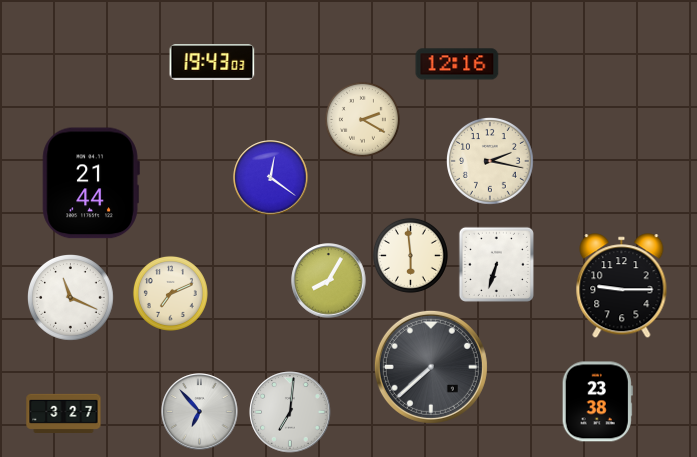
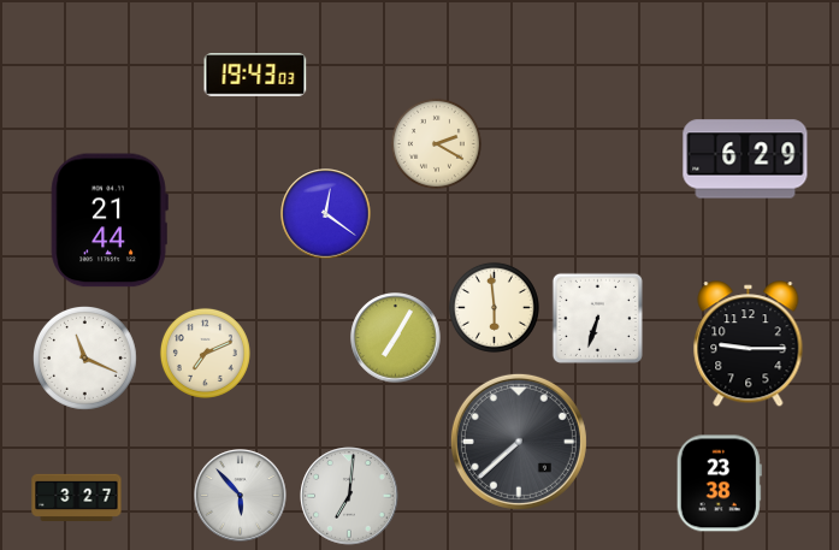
clock at (457, 64): 12:16 -> none
clock at (745, 159): none -> 6:29
clock at (491, 162): 2:17 -> none
clock at (329, 281): 8:05 -> 7:05
clock at (200, 412): 6:53 -> 5:53
